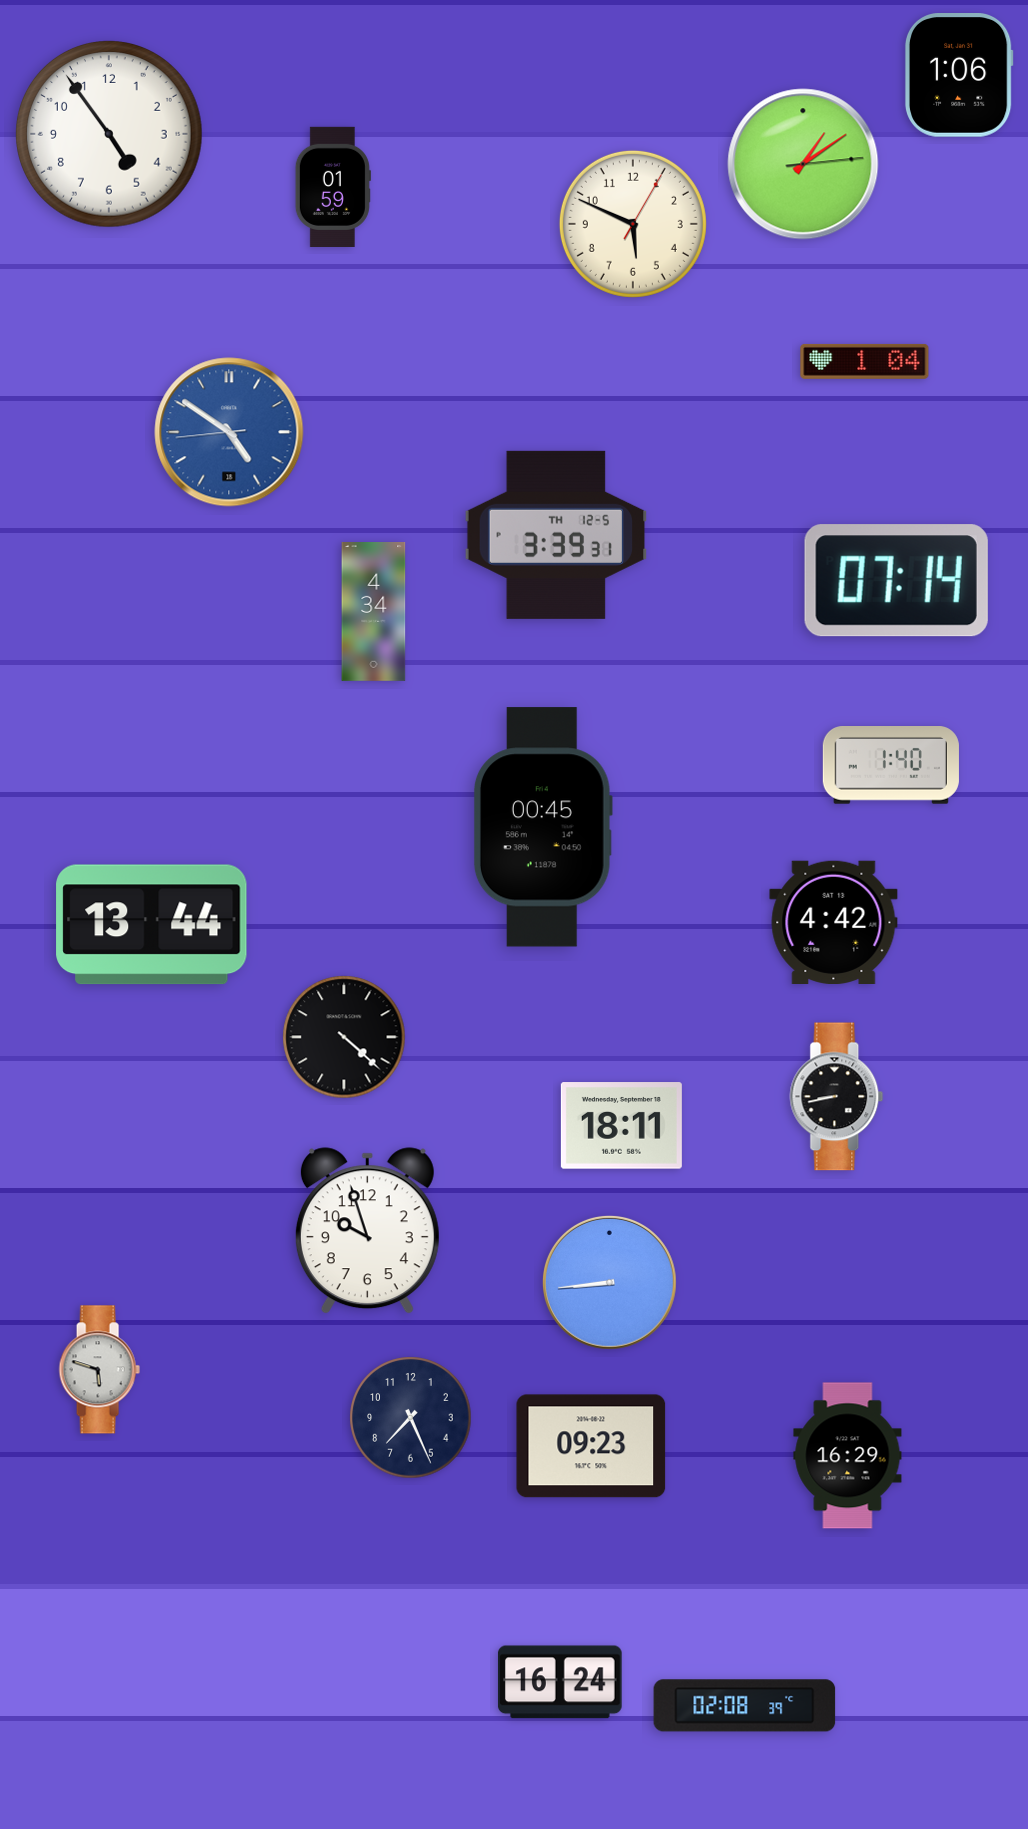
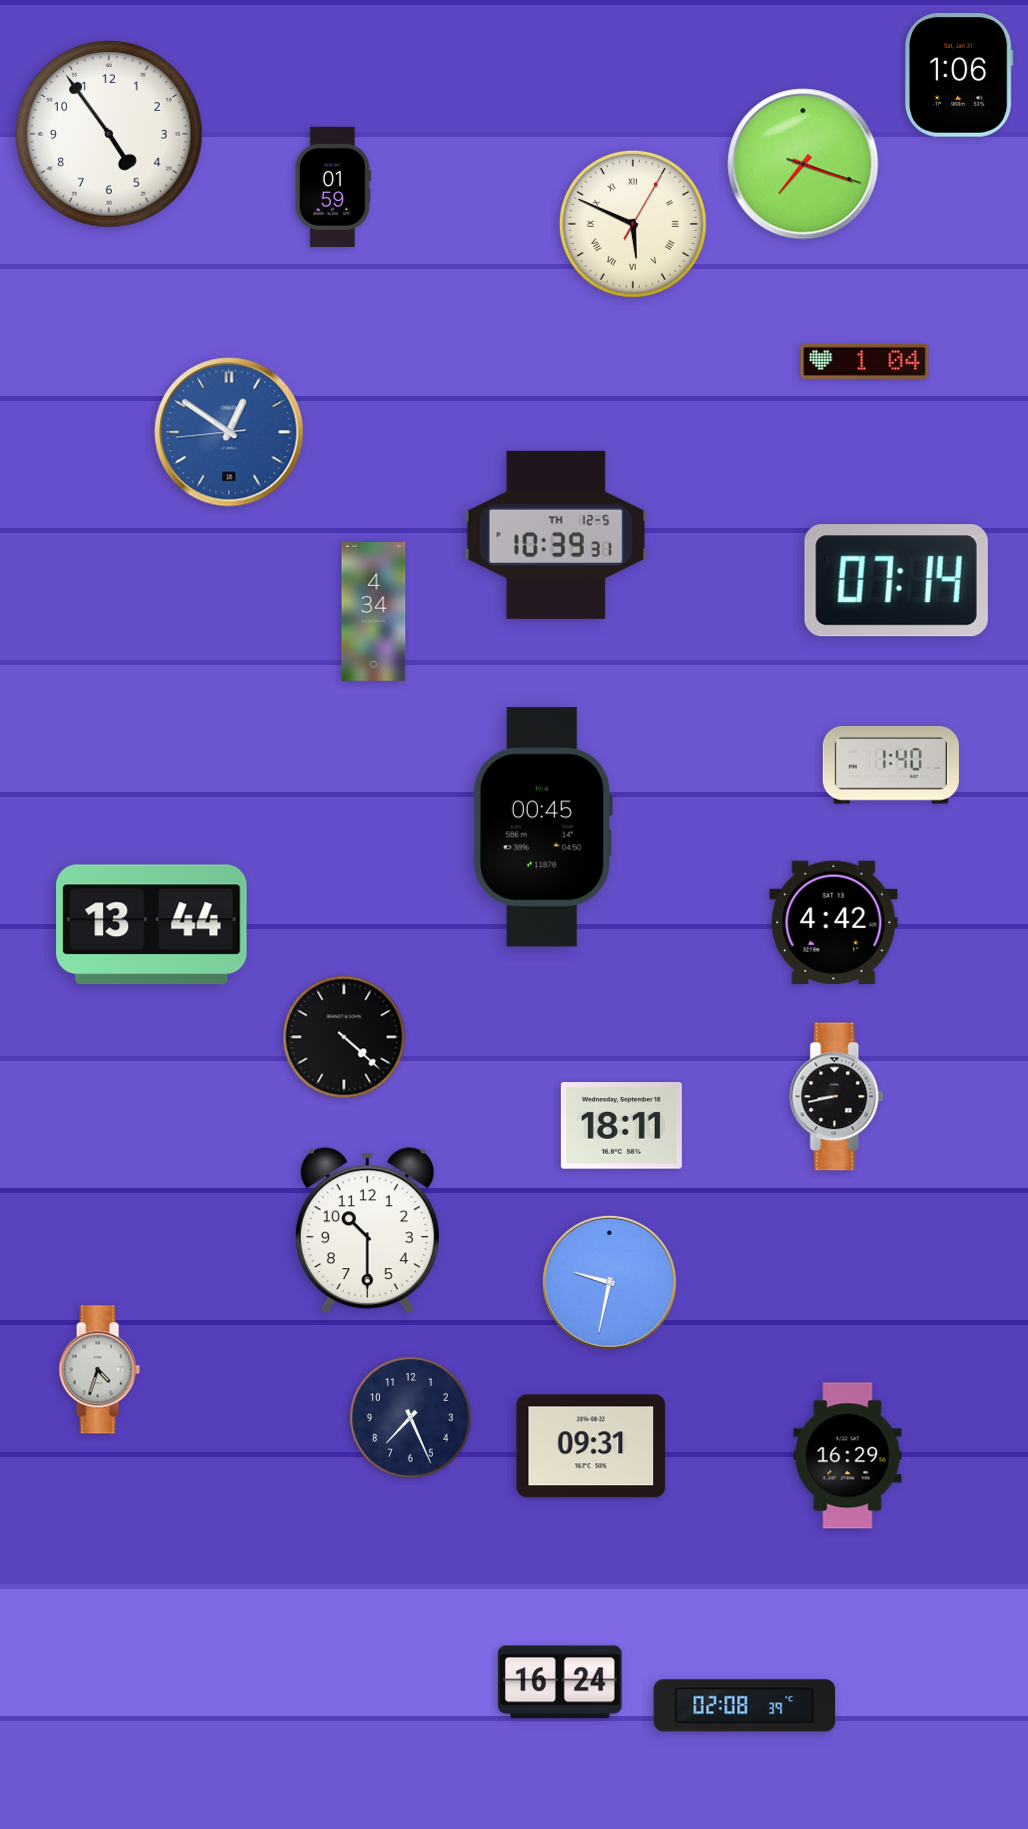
clock at (803, 164): 1:09 -> 7:18
clock at (633, 224) numerals: Arabic -> Roman
clock at (229, 432): 4:50 -> 12:50
clock at (556, 535): 3:39 -> 10:39
clock at (367, 1231): 9:57 -> 10:30
clock at (609, 1282): 8:44 -> 9:32
clock at (99, 1370): 5:48 -> 4:33
clock at (591, 1446): 09:23 -> 09:31
